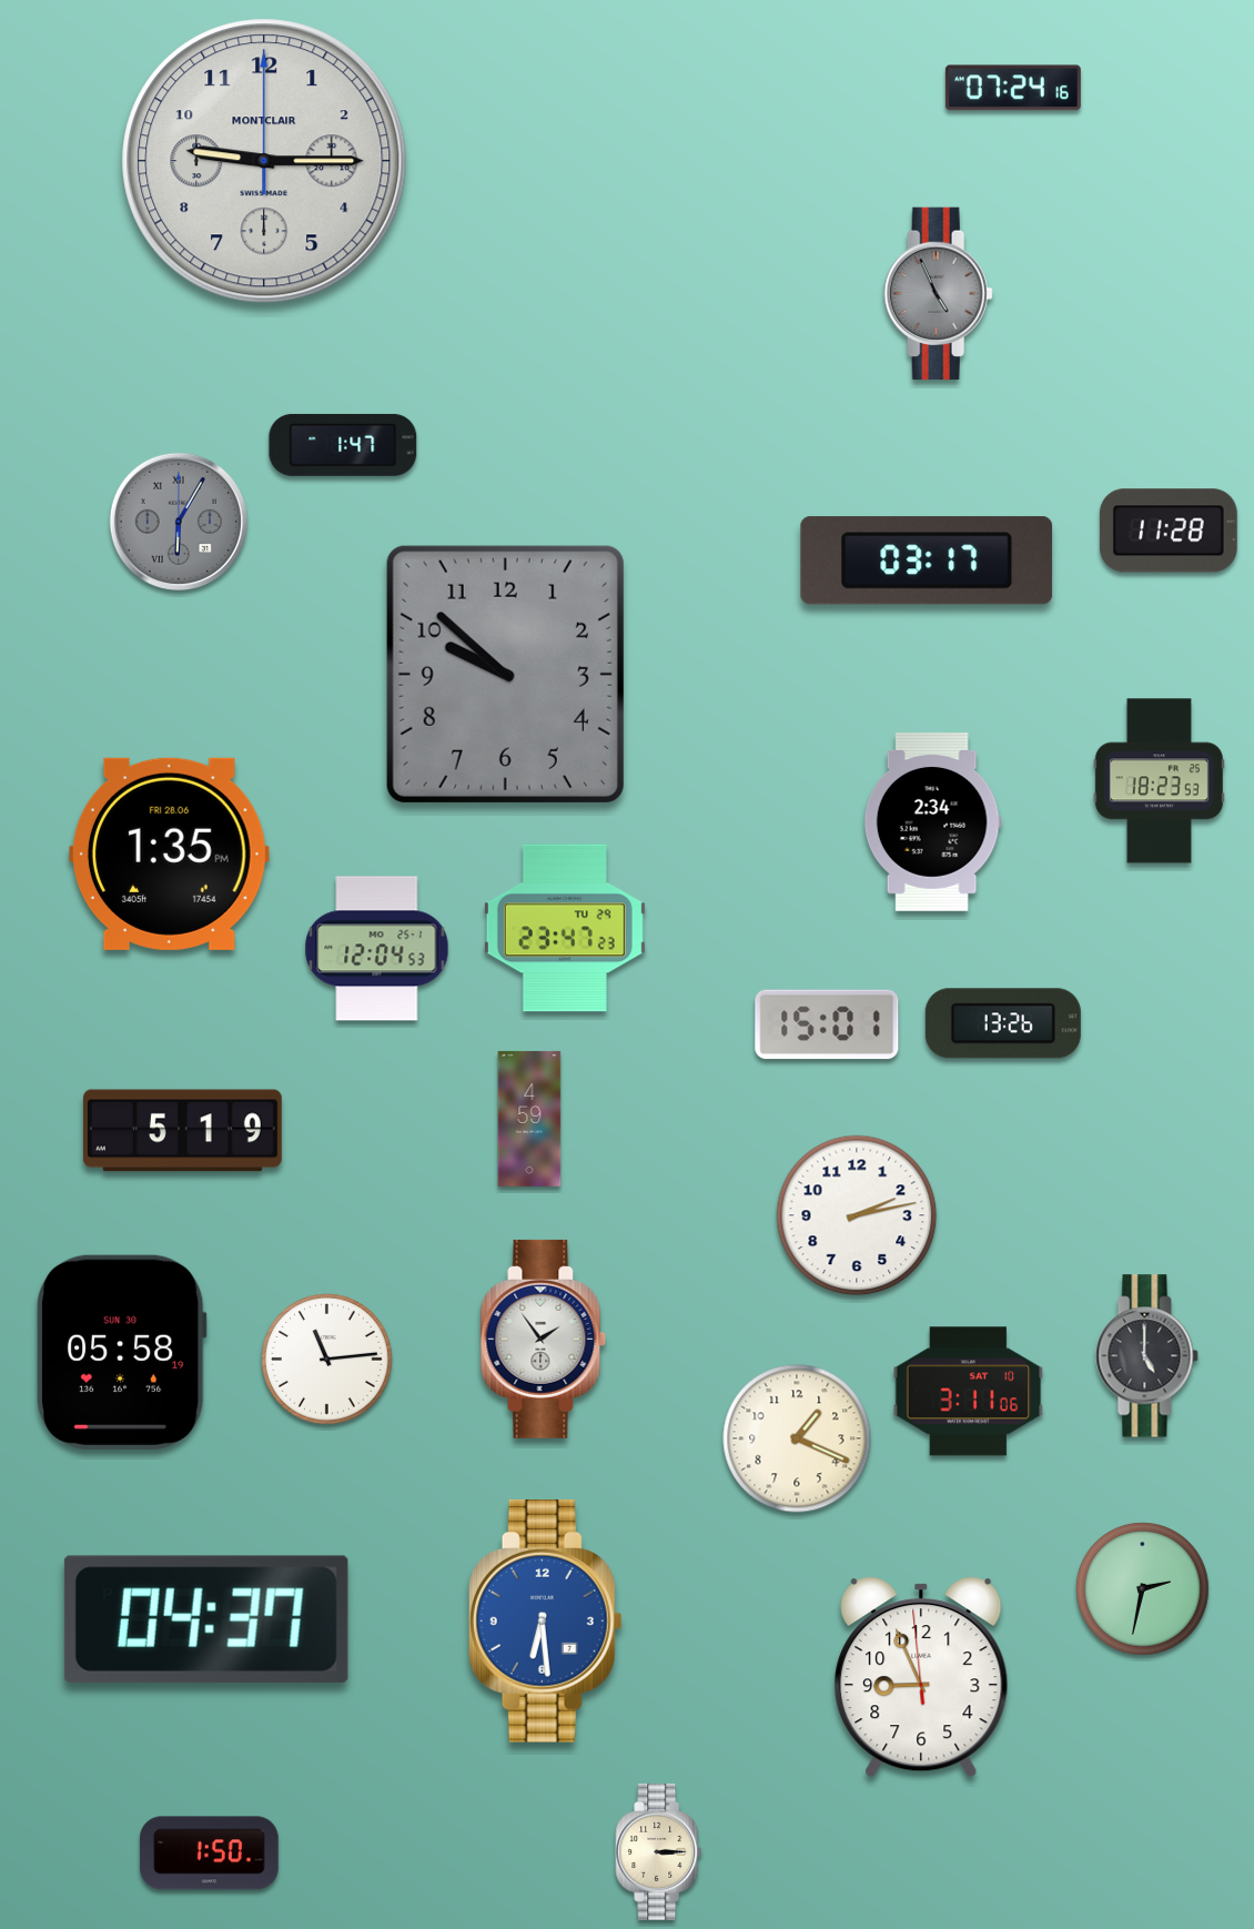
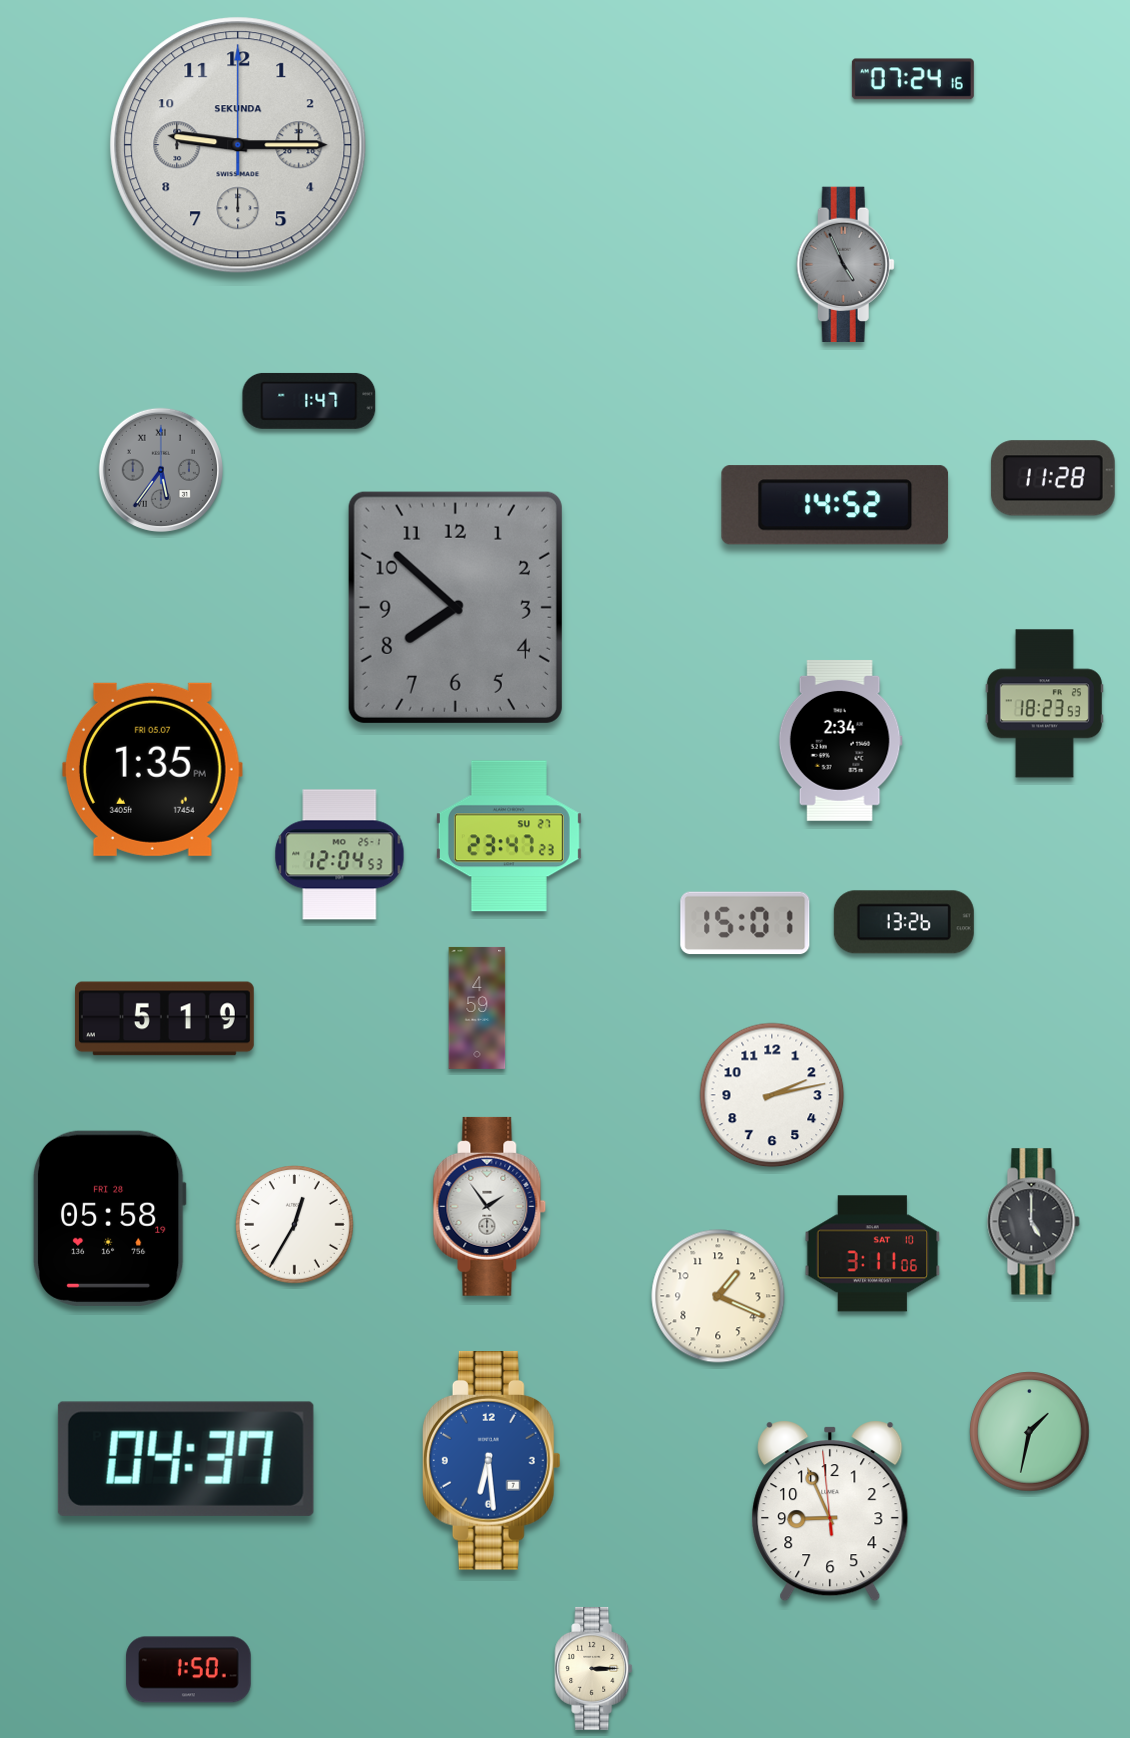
clock at (264, 161) brand: MONTCLAIR -> SEKUNDA
clock at (179, 522): 6:05 -> 5:36
clock at (927, 560): 03:17 -> 14:52
clock at (505, 674): 9:52 -> 7:52
clock at (169, 854) date: FRI 28.06 -> FRI 05.07
clock at (565, 928) date: TU 29 -> SU 27
clock at (121, 1352) date: SUN 30 -> FRI 28
clock at (327, 1360): 11:14 -> 12:35
clock at (1143, 1589): 2:32 -> 1:32
